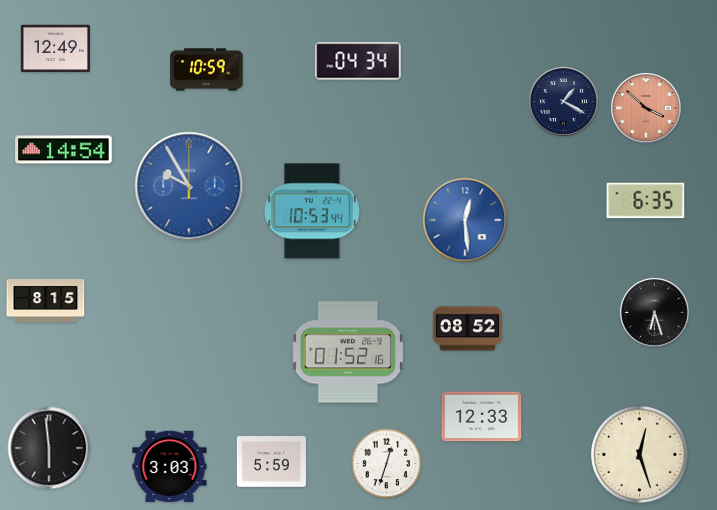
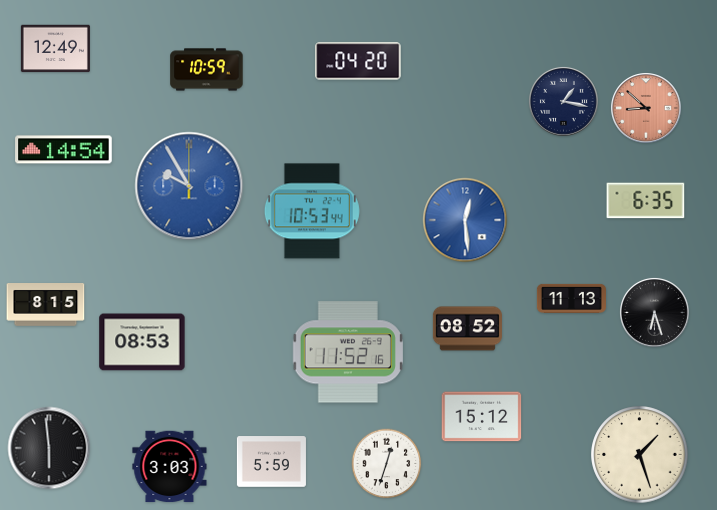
clock at (358, 61): 04:34 -> 04:20
clock at (563, 101): 1:20 -> 1:17
clock at (647, 109): 3:52 -> 8:52
clock at (571, 298): none -> 11:13
clock at (46, 301) position: (46, 301) -> (46, 305)
clock at (142, 342): none -> 08:53
clock at (348, 352): 01:52 -> 11:52
clock at (482, 417): 12:33 -> 15:12
clock at (640, 455): 12:27 -> 1:27
